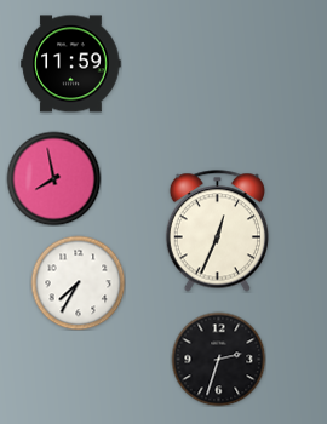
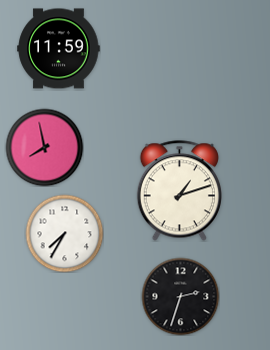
clock at (71, 64) position: (71, 64) -> (59, 49)
clock at (217, 231): 12:34 -> 1:12
